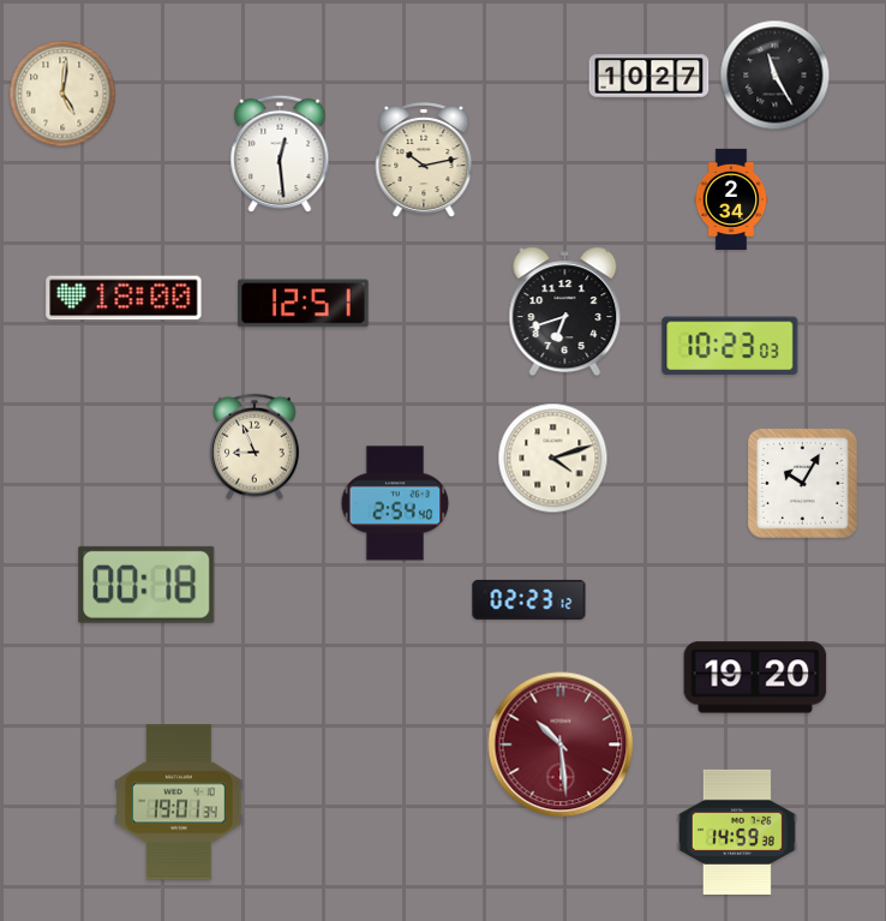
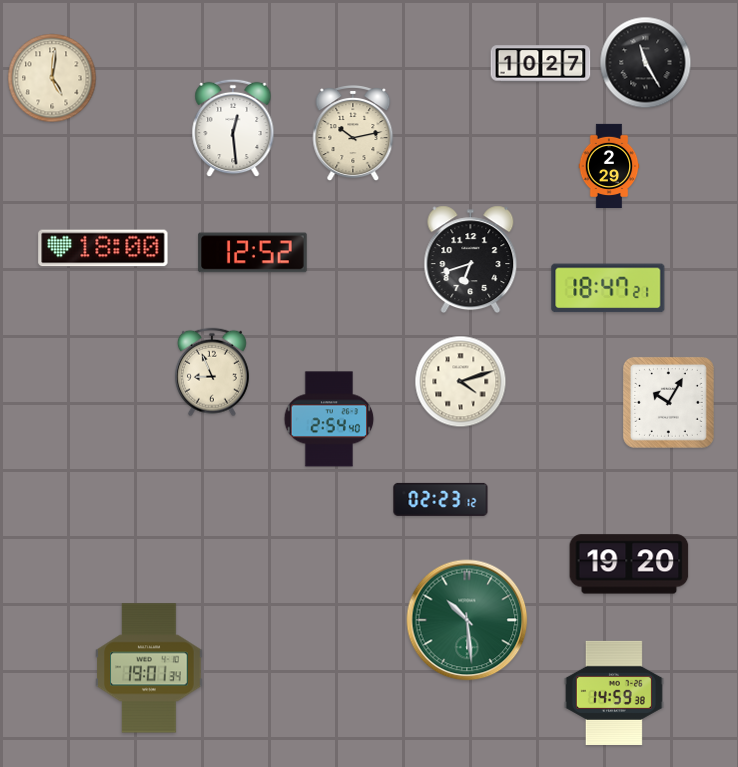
clock at (731, 199): 2:34 -> 2:29
clock at (304, 304): 12:51 -> 12:52
clock at (730, 346): 10:23 -> 18:47
clock at (146, 585): 00:18 -> none
clock at (561, 744) dial: burgundy -> green
